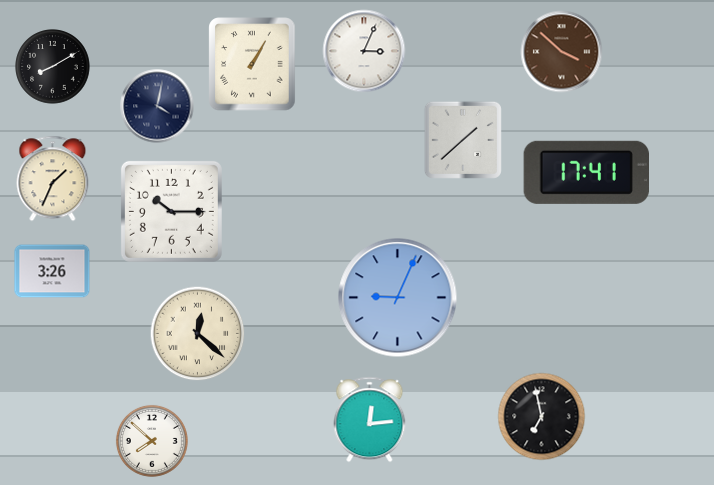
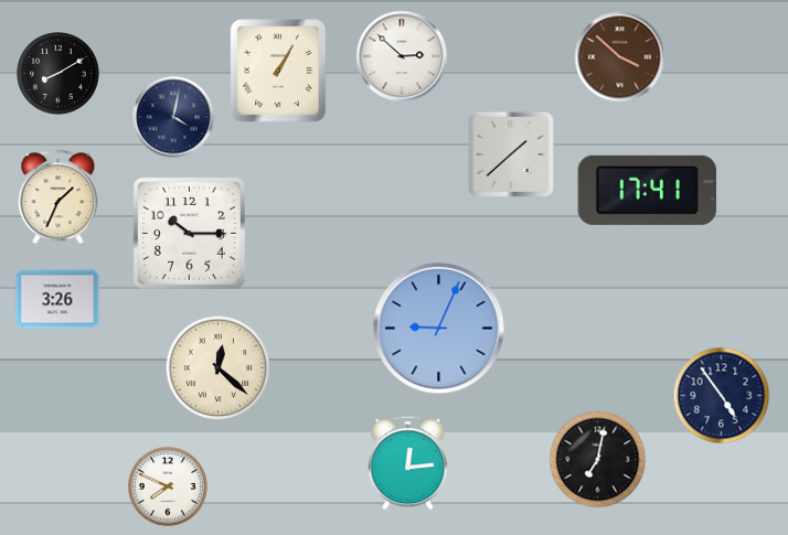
clock at (364, 51): 3:04 -> 2:52
clock at (722, 396): none -> 4:54
clock at (542, 417): 6:58 -> 7:02
clock at (152, 441): 7:52 -> 7:49
